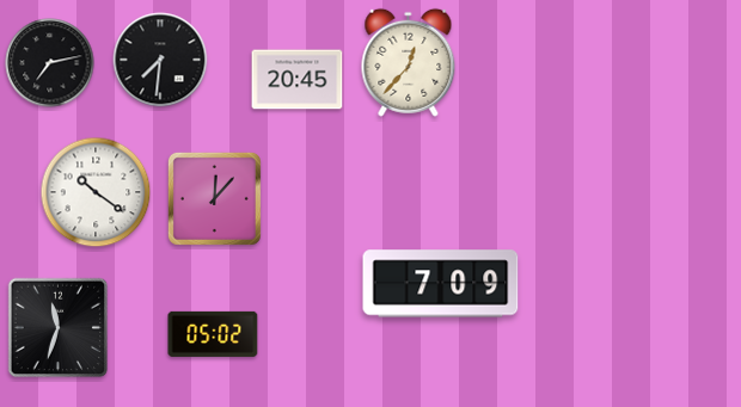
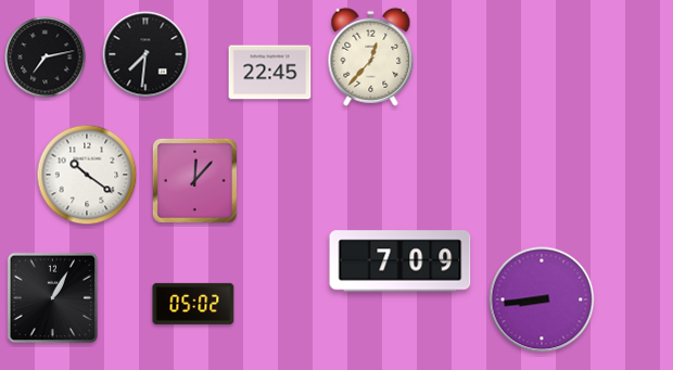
clock at (298, 80): 20:45 -> 22:45
clock at (441, 284) position: (441, 284) -> (401, 261)
clock at (59, 328): 11:33 -> 1:05
clock at (542, 299): none -> 8:44
